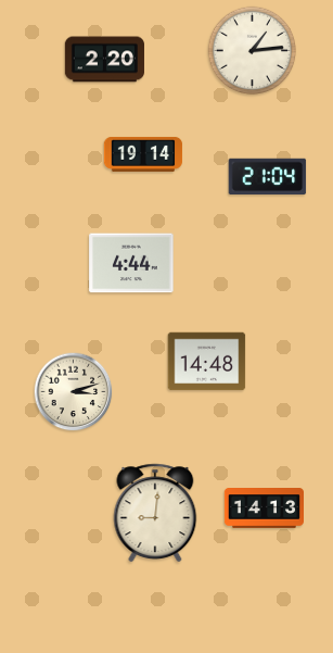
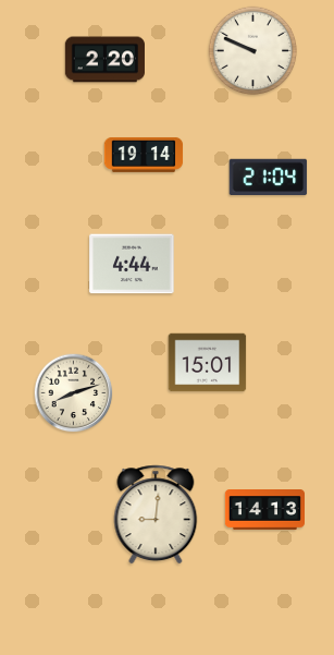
clock at (253, 51): 1:14 -> 9:49
clock at (207, 362): 14:48 -> 15:01
clock at (74, 392): 3:12 -> 8:12
